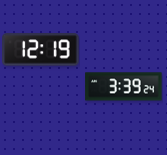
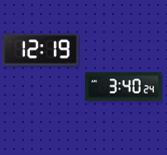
clock at (124, 87): 3:39 -> 3:40
